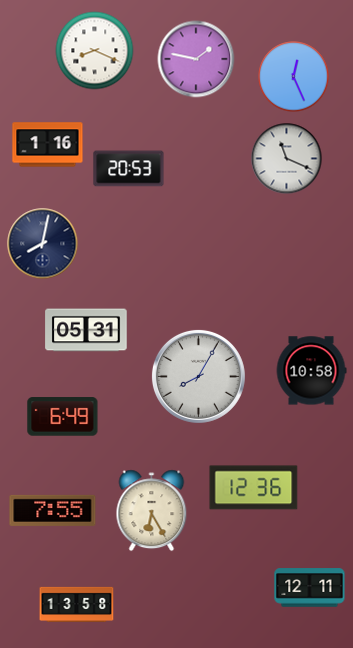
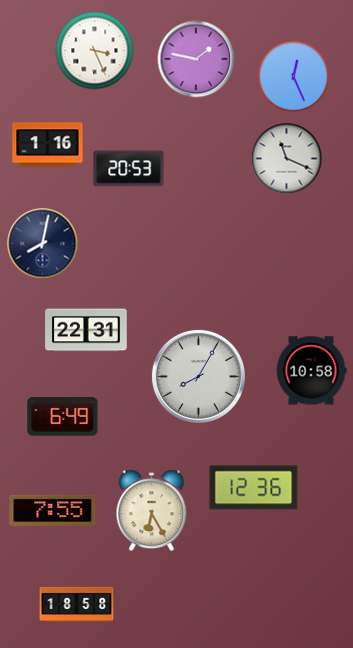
clock at (95, 51): 8:19 -> 3:26
clock at (86, 330): 05:31 -> 22:31
clock at (310, 588): 12:11 -> none
clock at (77, 604): 13:58 -> 18:58
